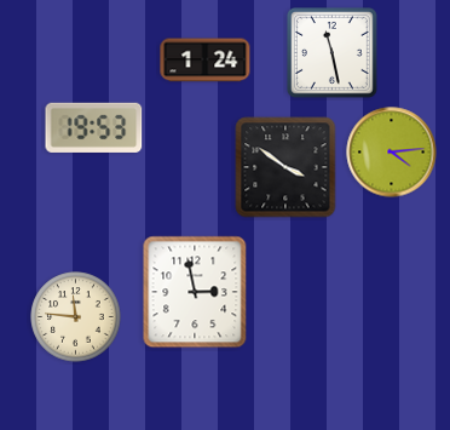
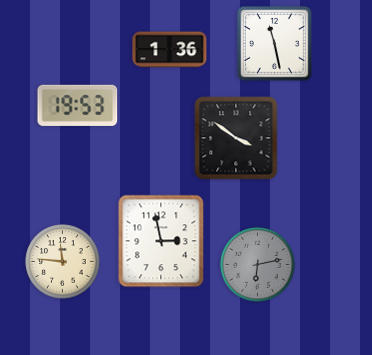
clock at (206, 61): 1:24 -> 1:36
clock at (392, 153): 4:14 -> none
clock at (258, 265): none -> 6:13
